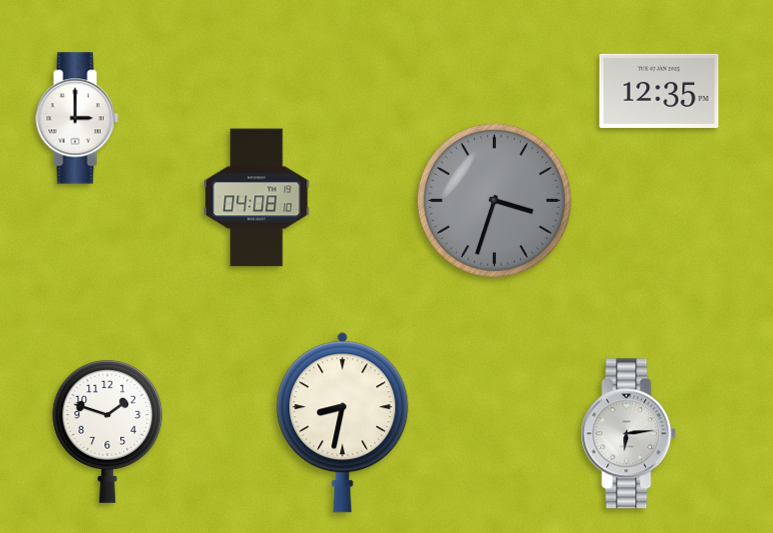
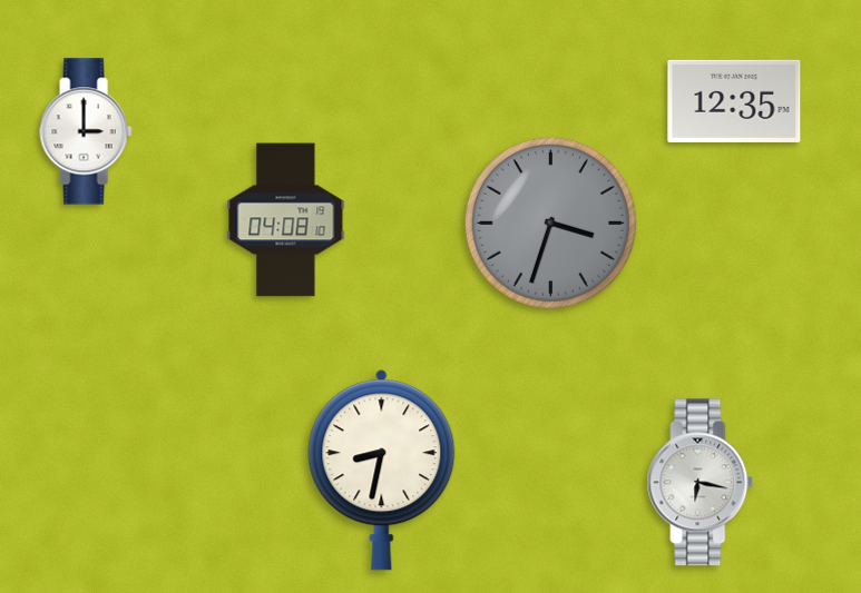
clock at (108, 431): 1:48 -> none
clock at (629, 434): 6:14 -> 6:17
